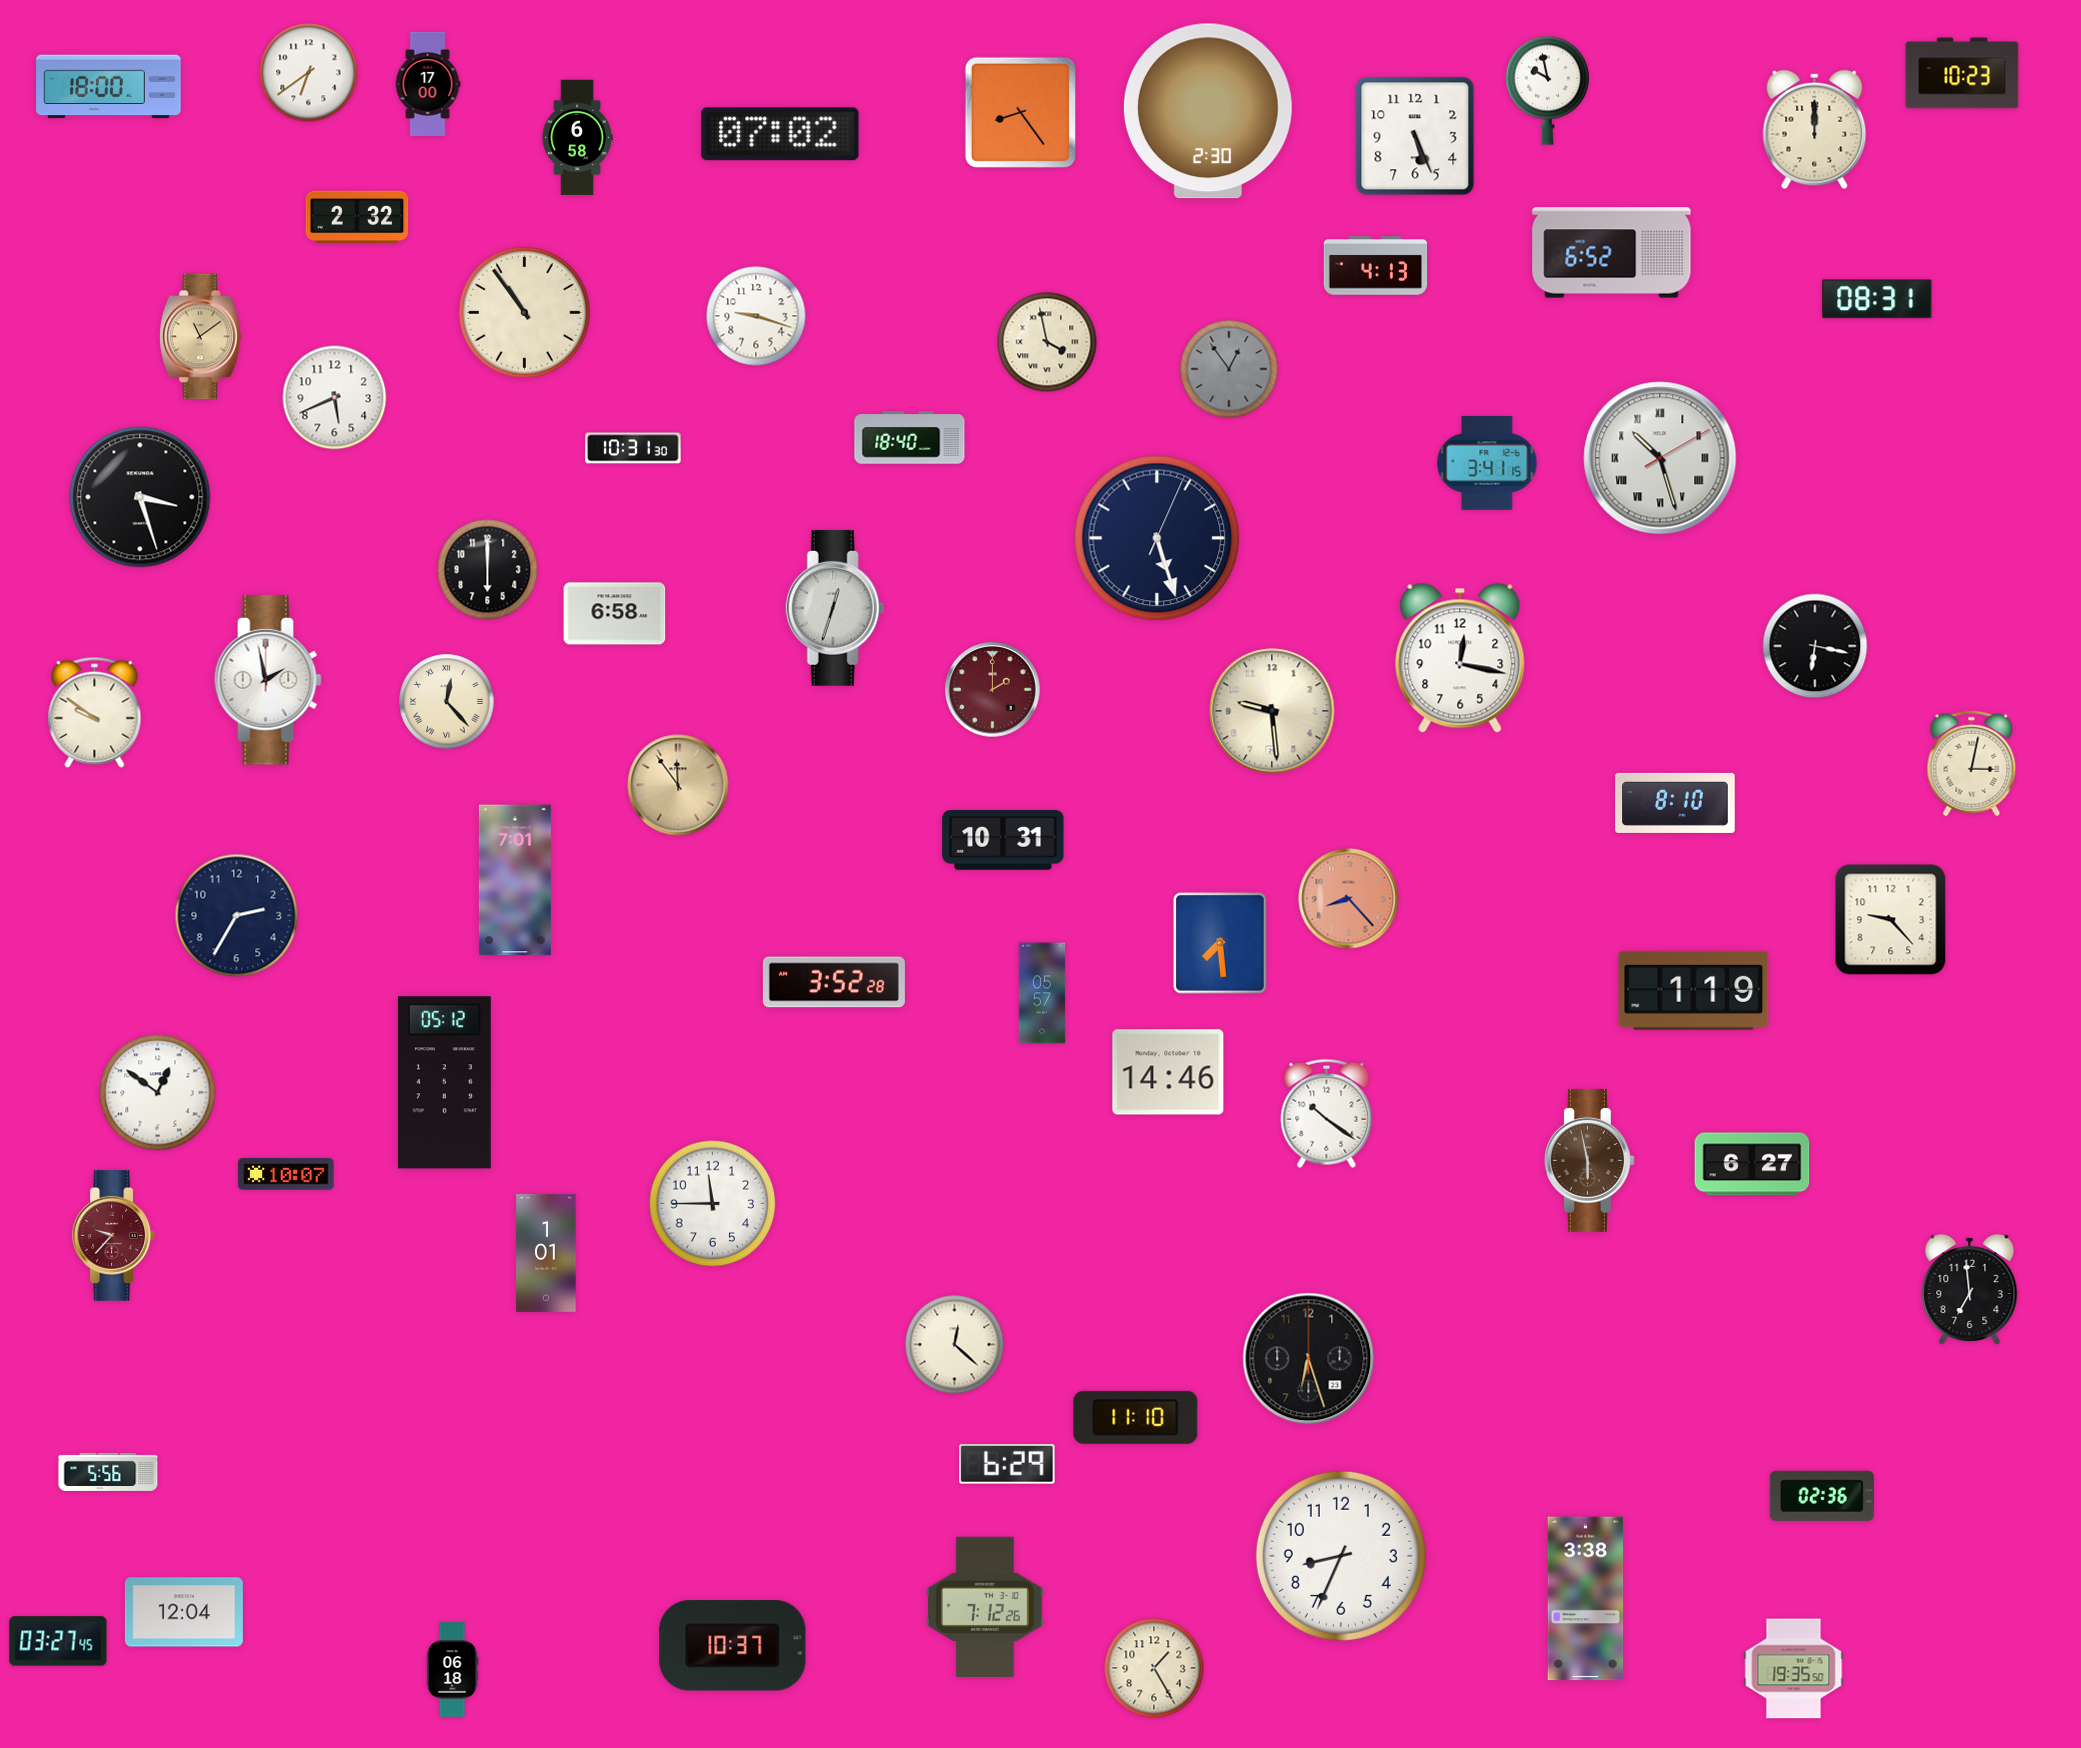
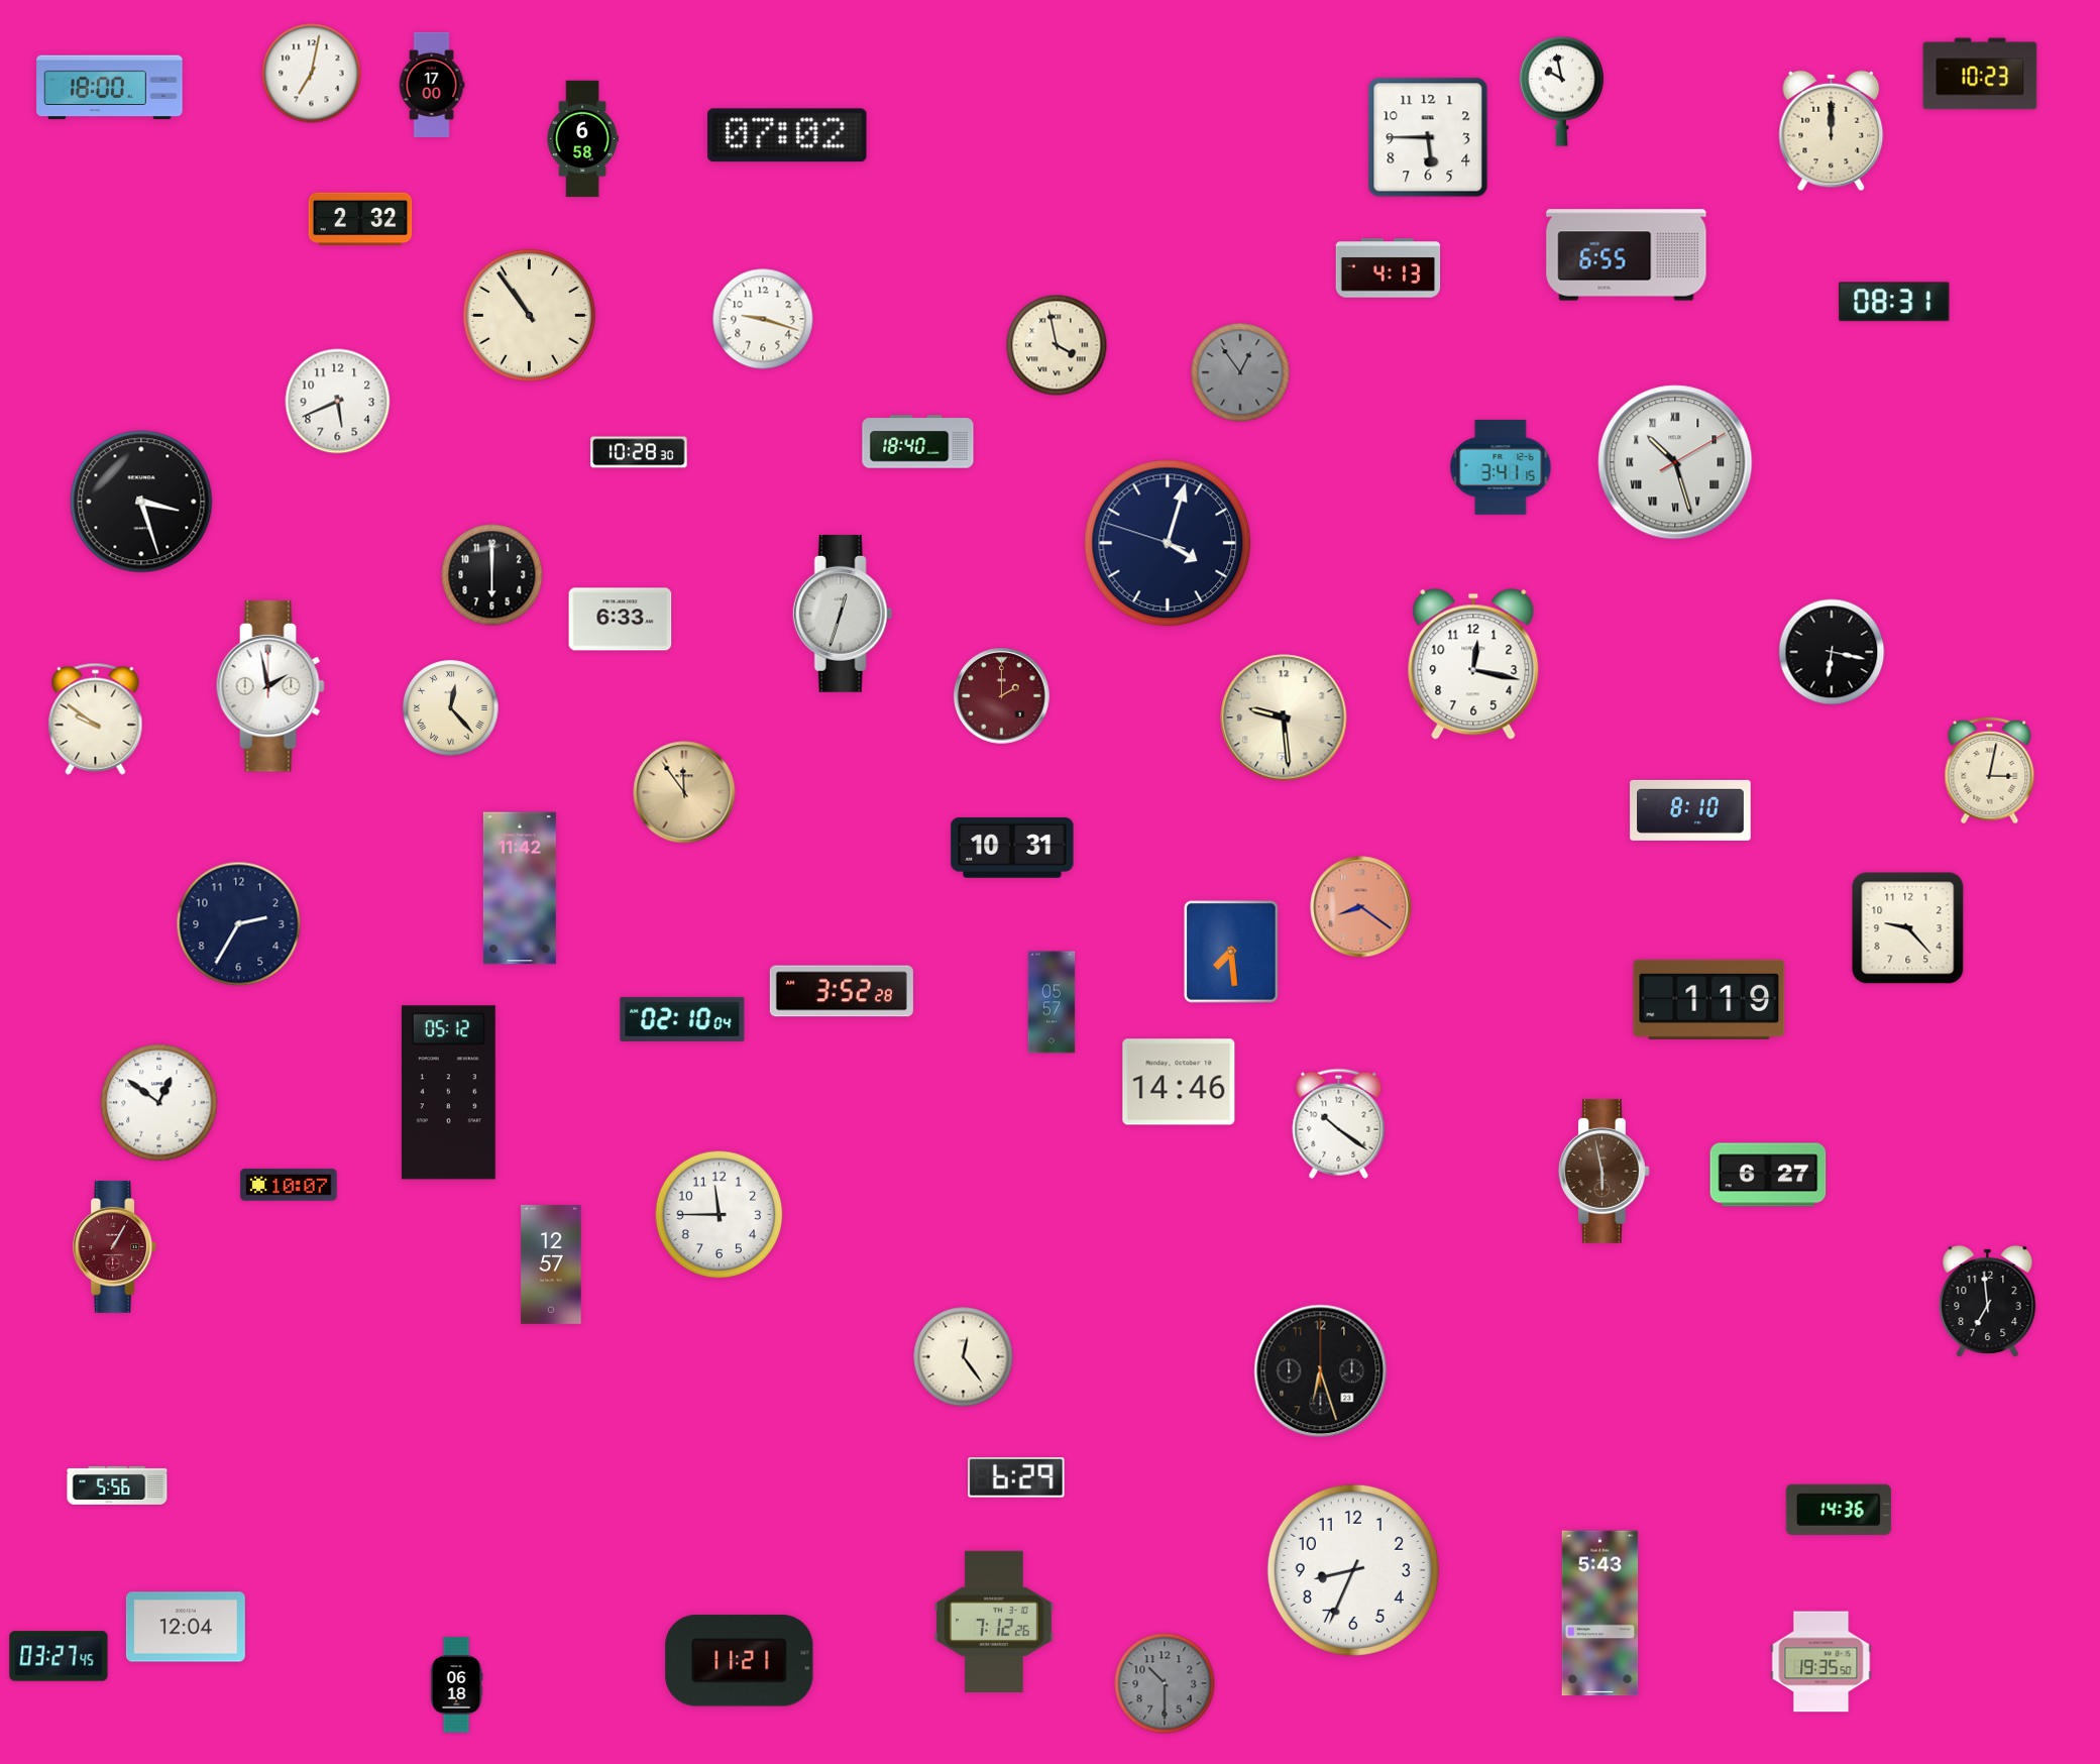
clock at (309, 73): 6:39 -> 7:02
clock at (1208, 111): 2:30 -> none
clock at (1020, 112): 8:24 -> none
clock at (1415, 136): 5:26 -> 5:45
clock at (1612, 253): 6:52 -> 6:55
clock at (201, 337): 11:09 -> none
clock at (633, 448): 10:31 -> 10:28
clock at (1157, 538): 5:27 -> 4:02
clock at (615, 614): 6:58 -> 6:33
clock at (515, 880): 7:01 -> 11:42
clock at (1349, 899): 8:23 -> 8:21
clock at (682, 1019): none -> 02:10
clock at (114, 1235): 9:37 -> 1:05
clock at (546, 1253): 1:01 -> 12:57
clock at (955, 1345): 12:22 -> 12:24
clock at (1136, 1417): 11:10 -> none
clock at (108, 1472) position: (108, 1472) -> (117, 1485)
clock at (1822, 1496): 02:36 -> 14:36
clock at (1586, 1599): 3:38 -> 5:43
clock at (733, 1646): 10:37 -> 11:21
clock at (1154, 1668): 1:25 -> 10:30
clock at (1154, 1668) dial: cream -> grey
clock at (1794, 1669) position: (1794, 1669) -> (1821, 1662)
